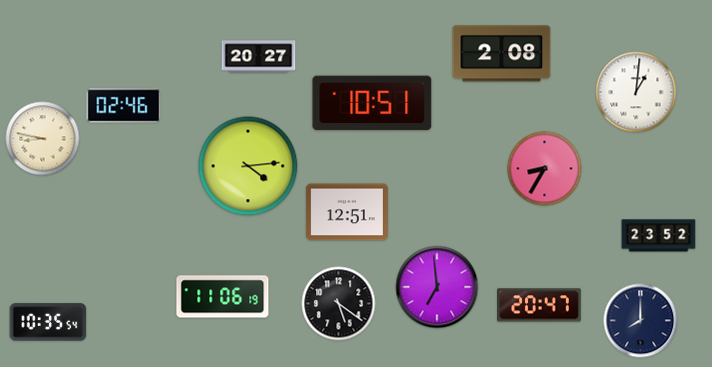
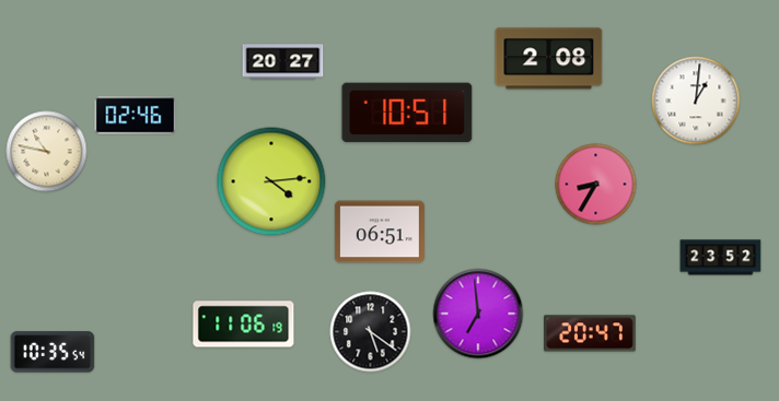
clock at (43, 139): 8:47 -> 10:47
clock at (347, 212): 12:51 -> 06:51
clock at (641, 321): 8:00 -> none
